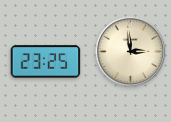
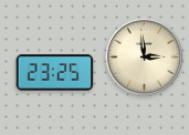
clock at (46, 62) position: (46, 62) -> (55, 73)
